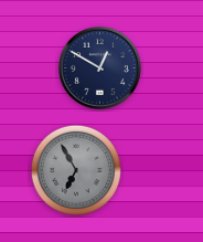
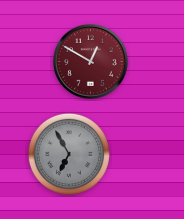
clock at (100, 69) dial: navy -> burgundy
